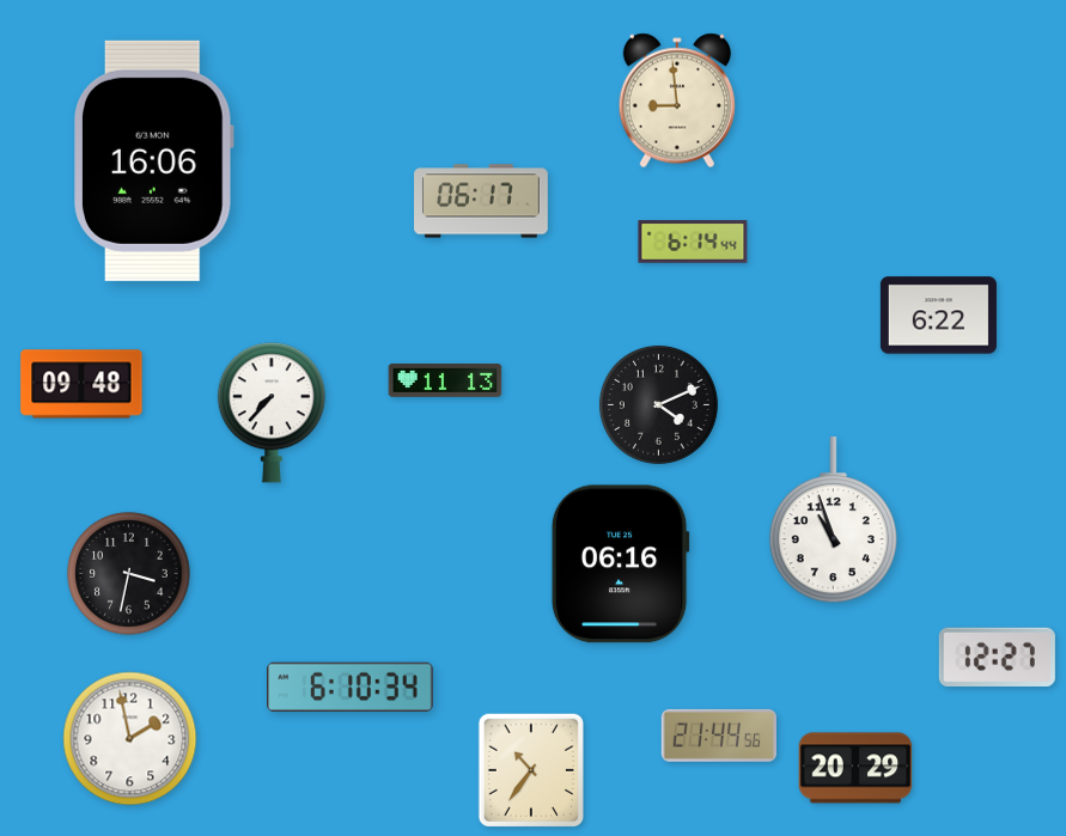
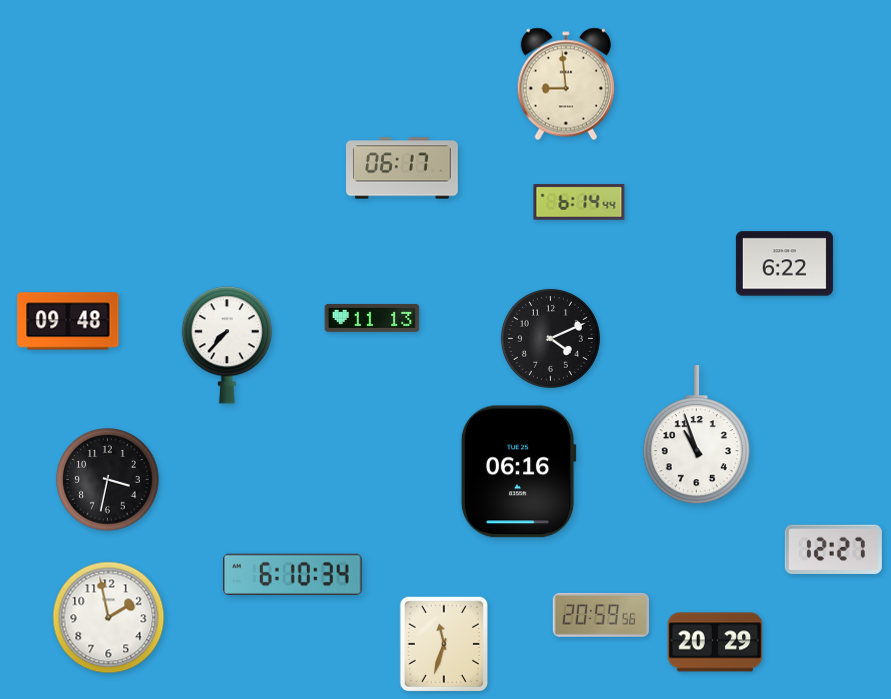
clock at (154, 160): 16:06 -> none
clock at (719, 736): 21:44 -> 20:59
clock at (531, 769): 10:36 -> 11:33
